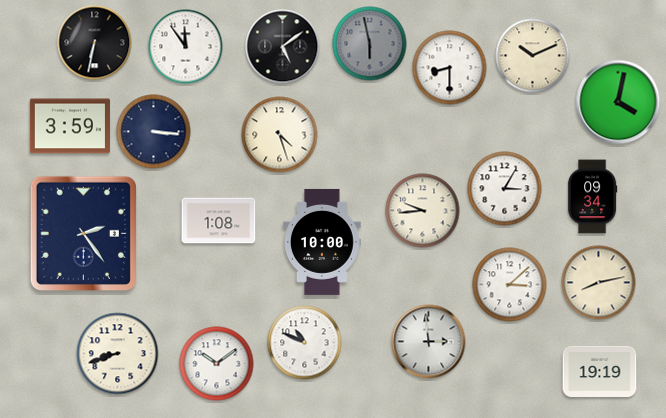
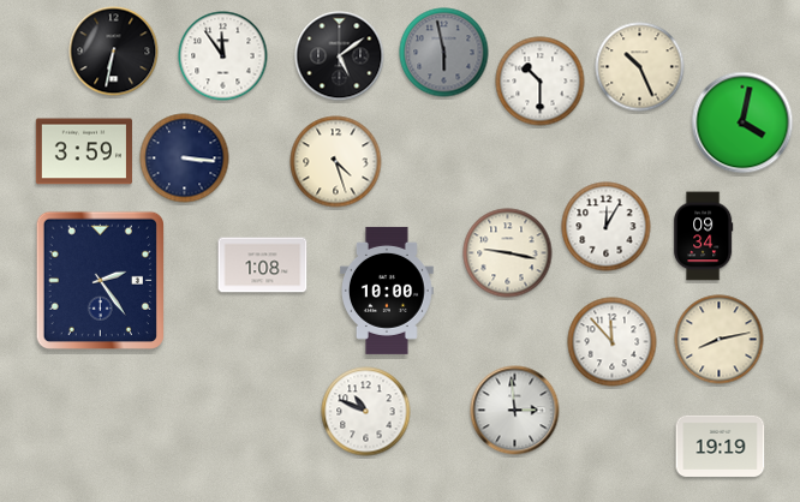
clock at (533, 56): 10:11 -> 10:26
clock at (450, 68): 8:30 -> 10:30
clock at (505, 189): 3:05 -> 12:05
clock at (592, 197) position: (592, 197) -> (703, 237)
clock at (423, 211): 9:44 -> 9:17
clock at (510, 285): 3:08 -> 11:53
clock at (118, 354): 8:42 -> none
clock at (217, 364): 10:09 -> none
